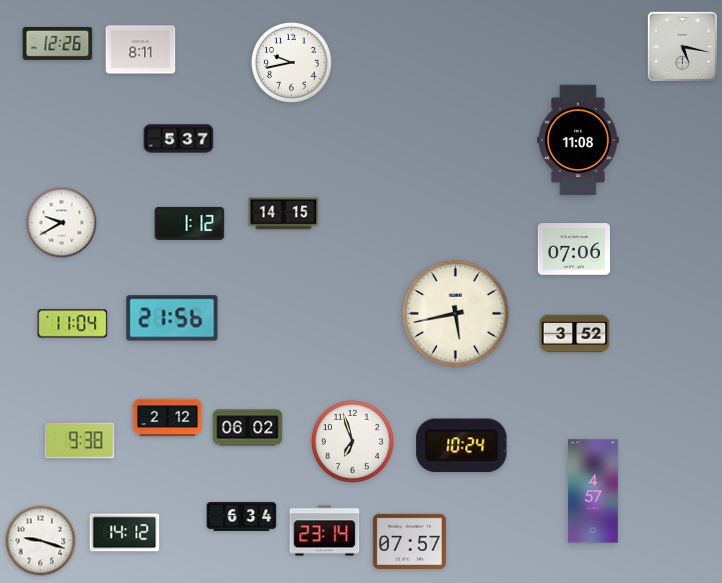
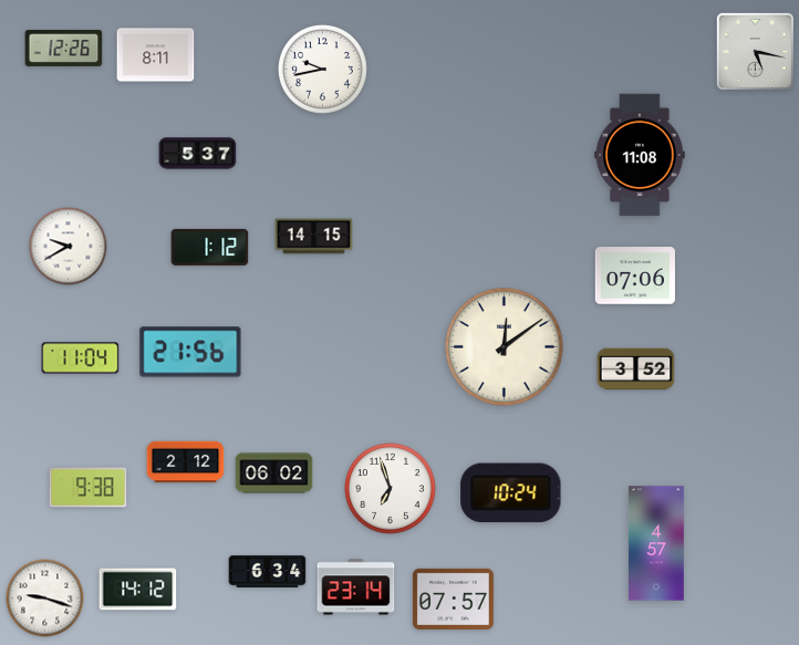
clock at (456, 314): 5:43 -> 12:09
clock at (325, 531) position: (325, 531) -> (356, 587)
